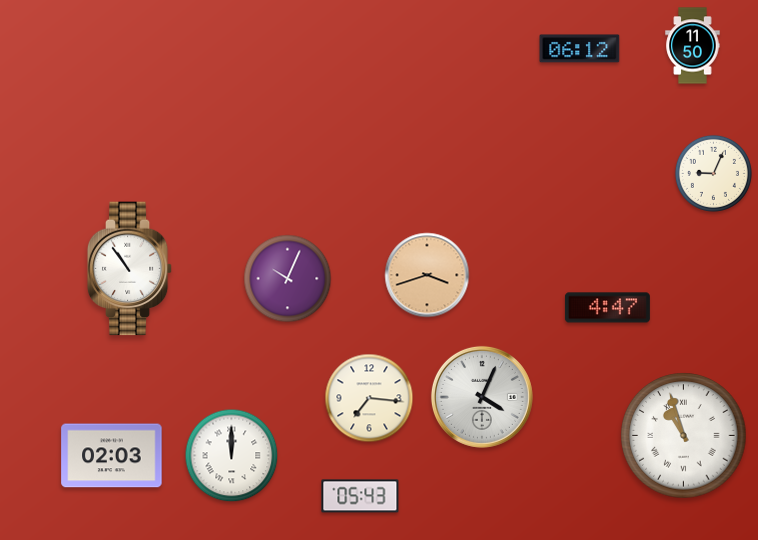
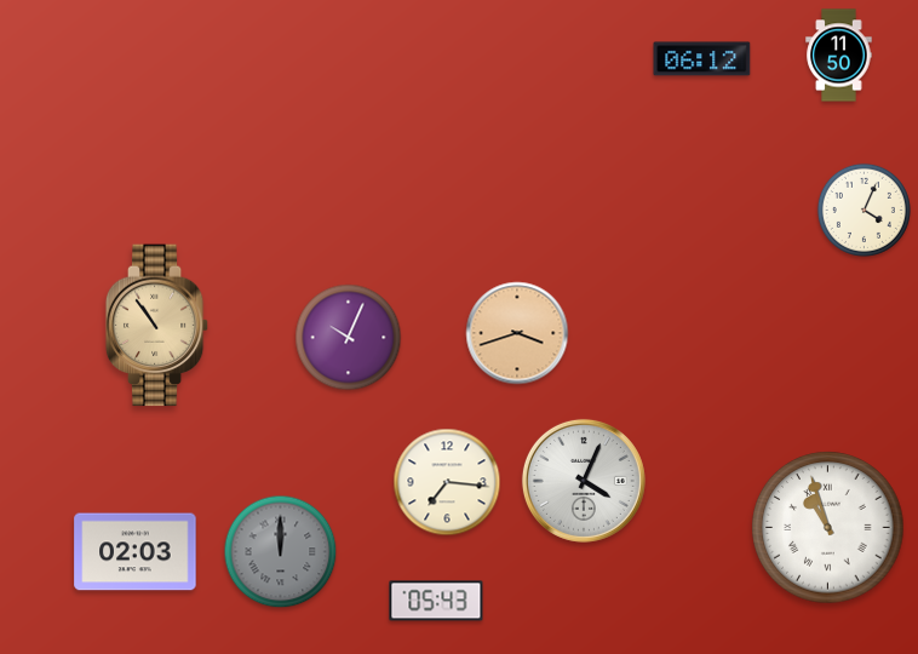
clock at (713, 173): 9:04 -> 4:04
clock at (130, 269) dial: white -> champagne
clock at (607, 308): 4:47 -> none
clock at (232, 456) dial: white -> grey
